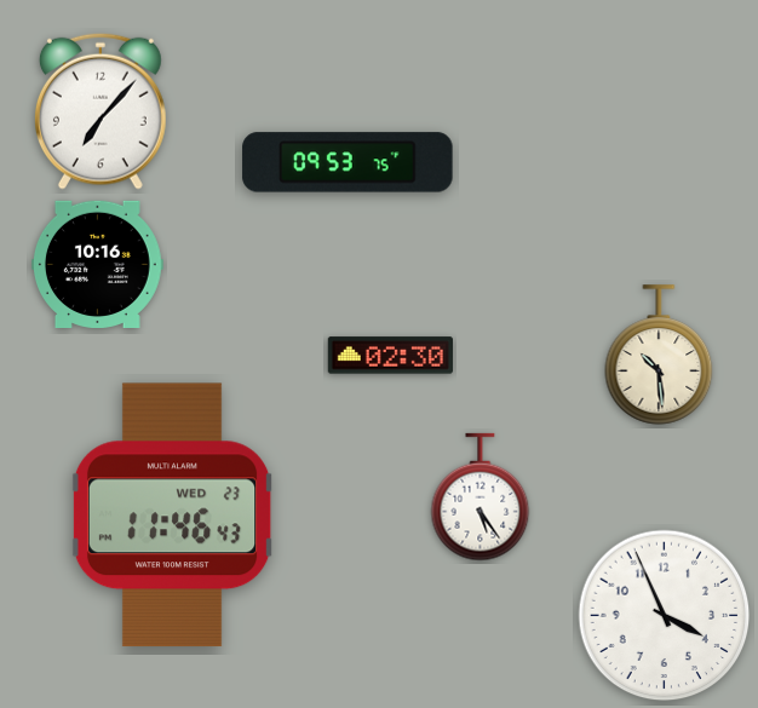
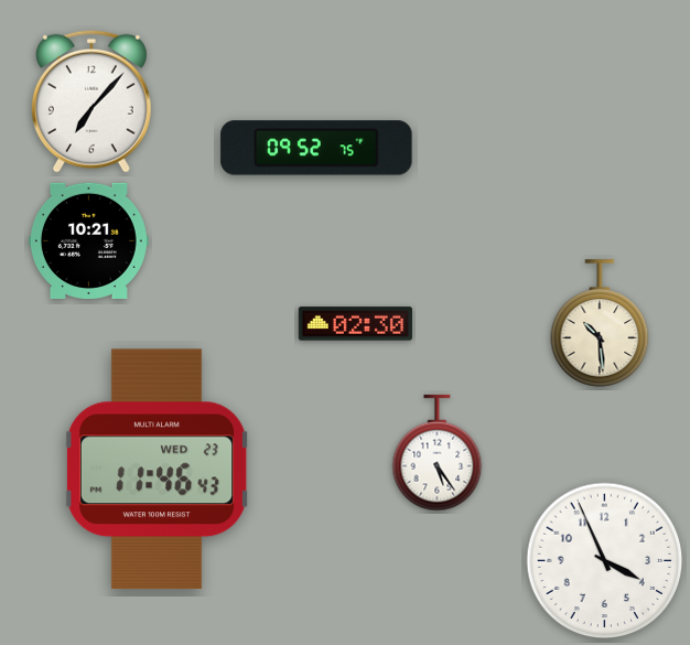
clock at (348, 162): 09:53 -> 09:52
clock at (98, 264): 10:16 -> 10:21
